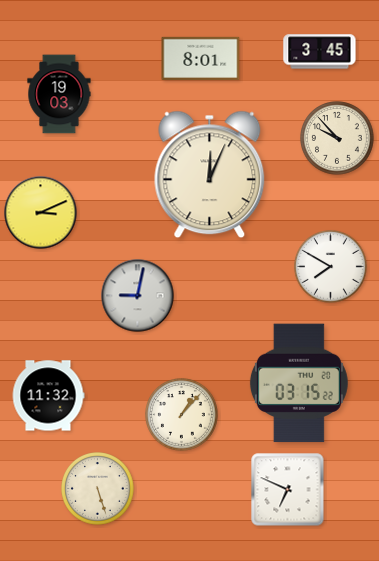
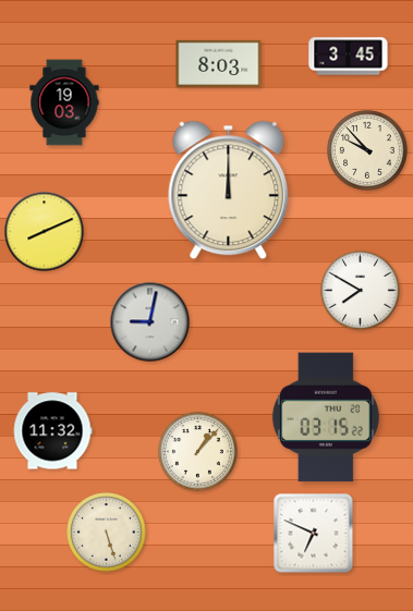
clock at (201, 58): 8:01 -> 8:03
clock at (210, 175): 12:04 -> 12:00
clock at (41, 213): 3:11 -> 8:11
